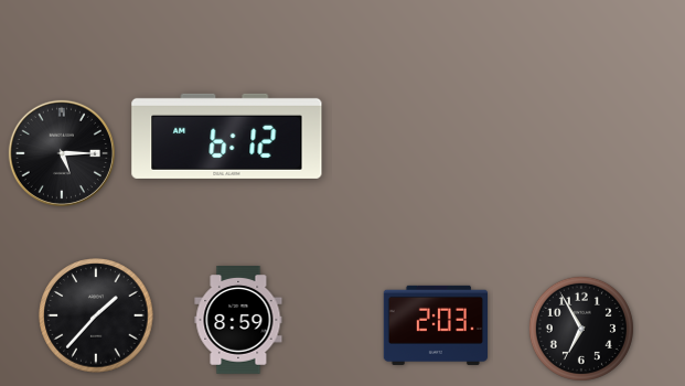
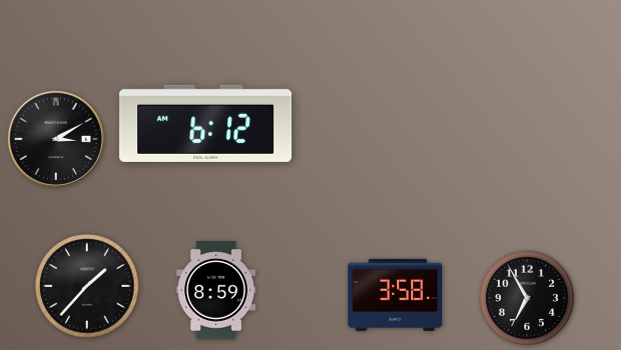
clock at (62, 153): 5:15 -> 3:10
clock at (435, 325): 2:03 -> 3:58
